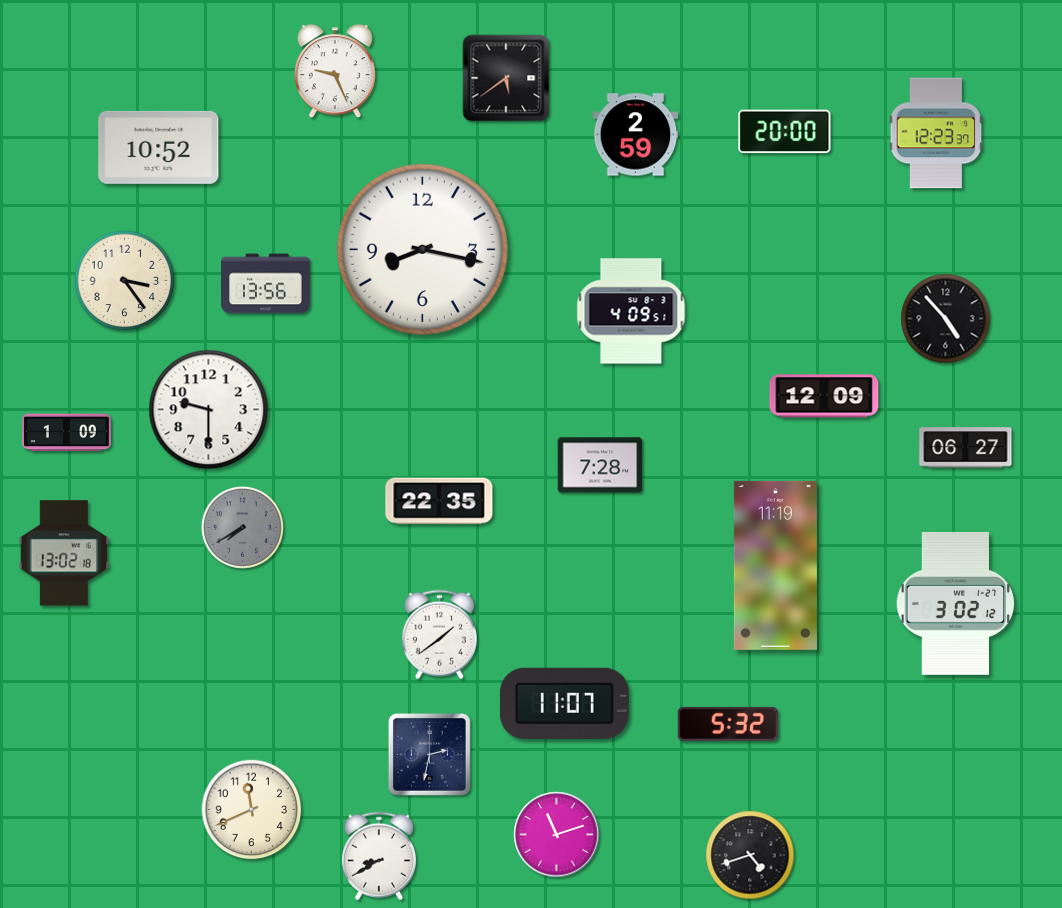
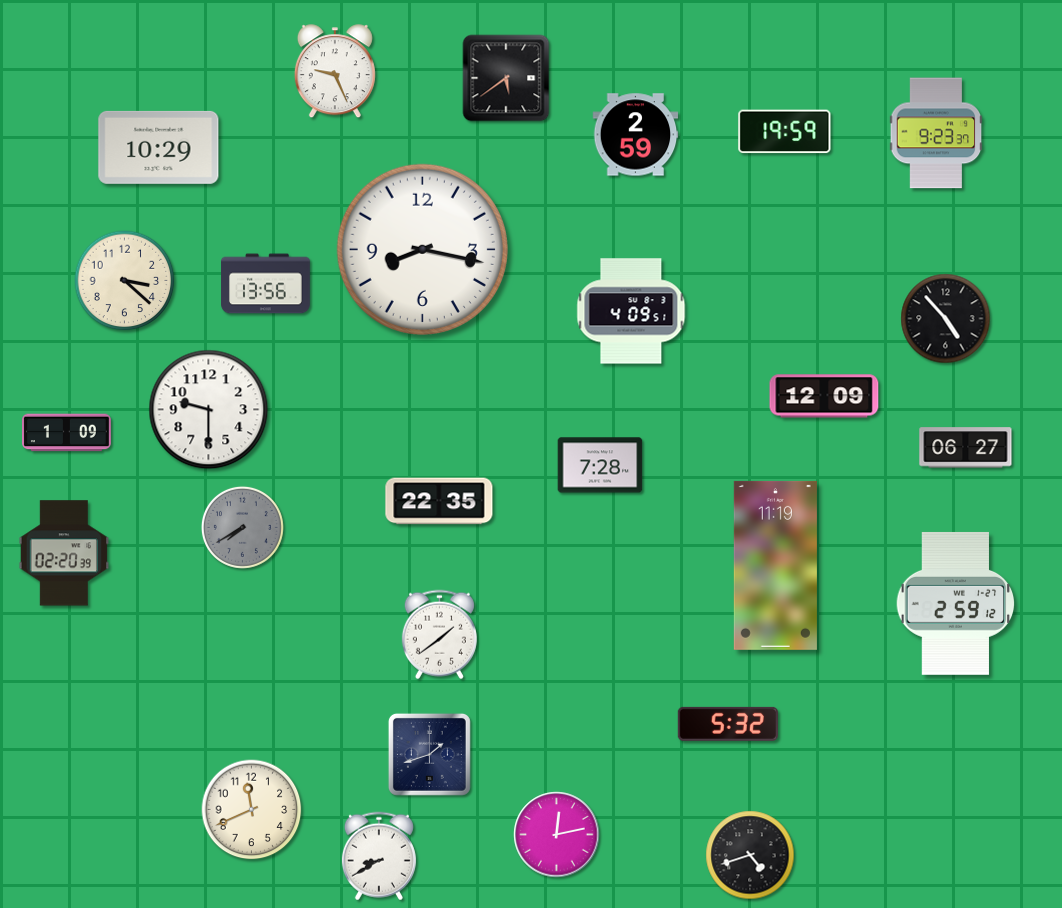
clock at (785, 132): 20:00 -> 19:59
clock at (936, 133): 12:23 -> 9:23
clock at (159, 147): 10:52 -> 10:29
clock at (125, 281): 3:24 -> 3:22
clock at (64, 553): 13:02 -> 02:20
clock at (956, 603): 3:02 -> 2:59
clock at (564, 703): 11:07 -> none
clock at (429, 754): 2:32 -> 1:42
clock at (557, 835): 11:12 -> 12:13
